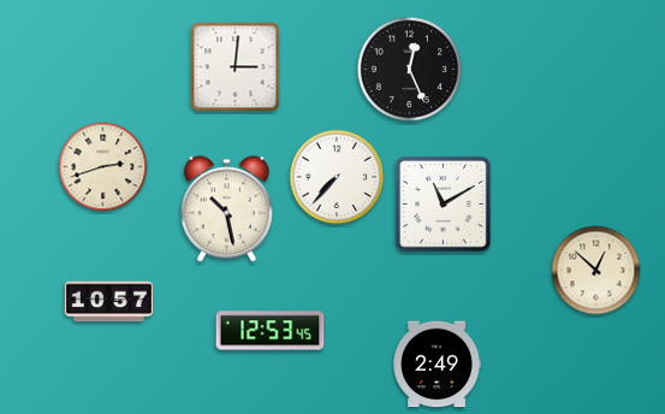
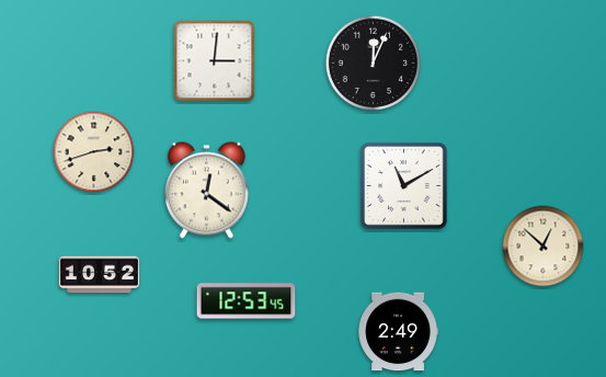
clock at (410, 70): 12:26 -> 12:04
clock at (337, 177): 7:37 -> none
clock at (226, 209): 10:28 -> 12:21
clock at (108, 302): 10:57 -> 10:52
